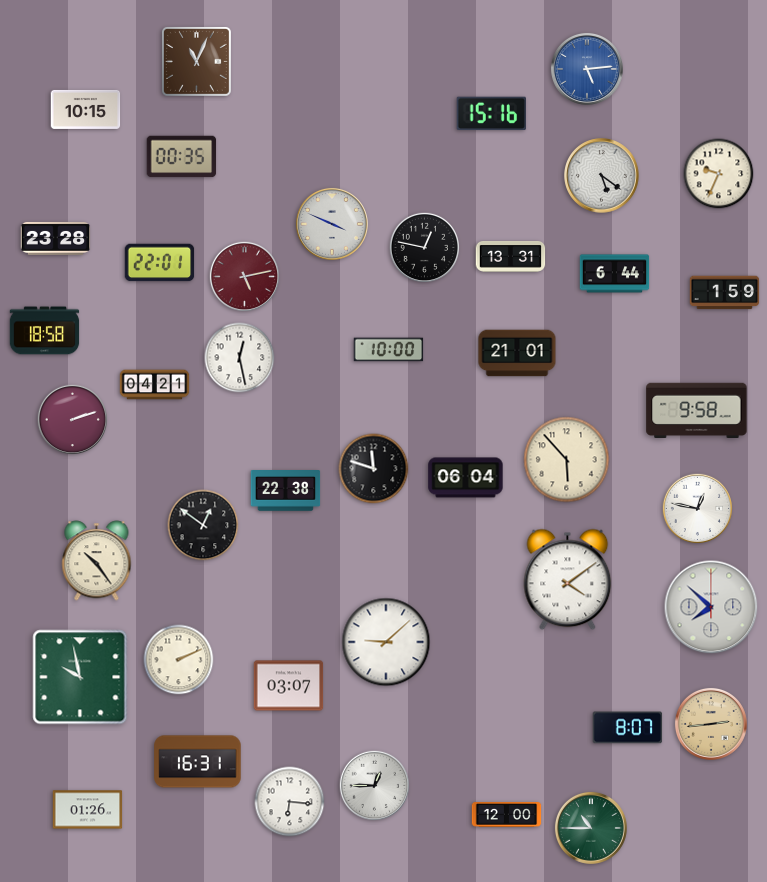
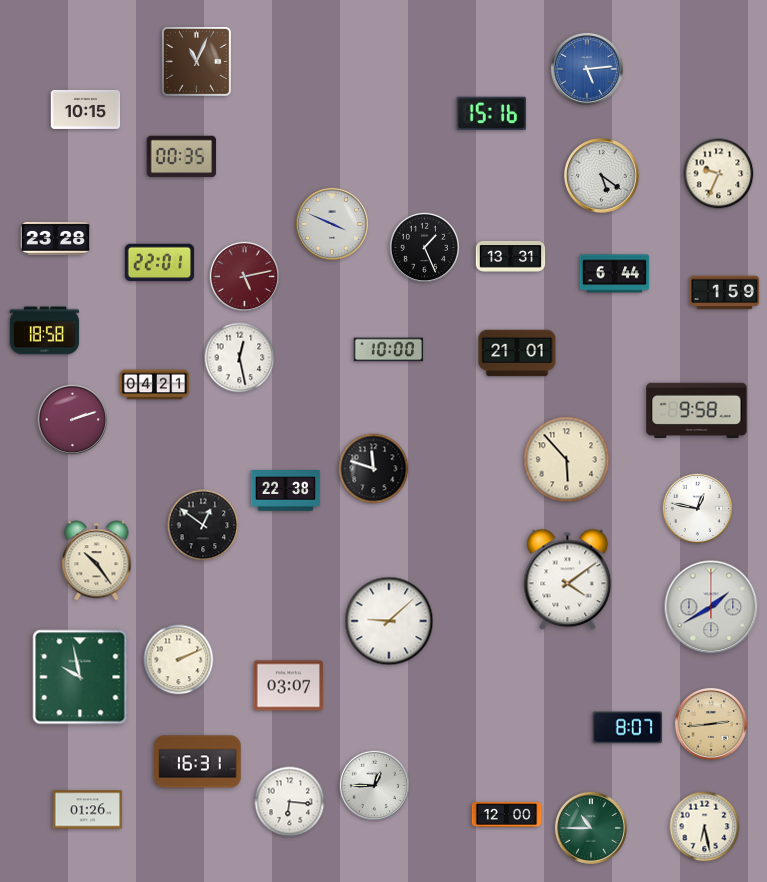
clock at (424, 247): 12:47 -> 1:26
clock at (466, 478): 06:04 -> none
clock at (711, 607): 7:52 -> 1:40
clock at (386, 642) position: (386, 642) -> (389, 621)
clock at (705, 827): none -> 6:28
